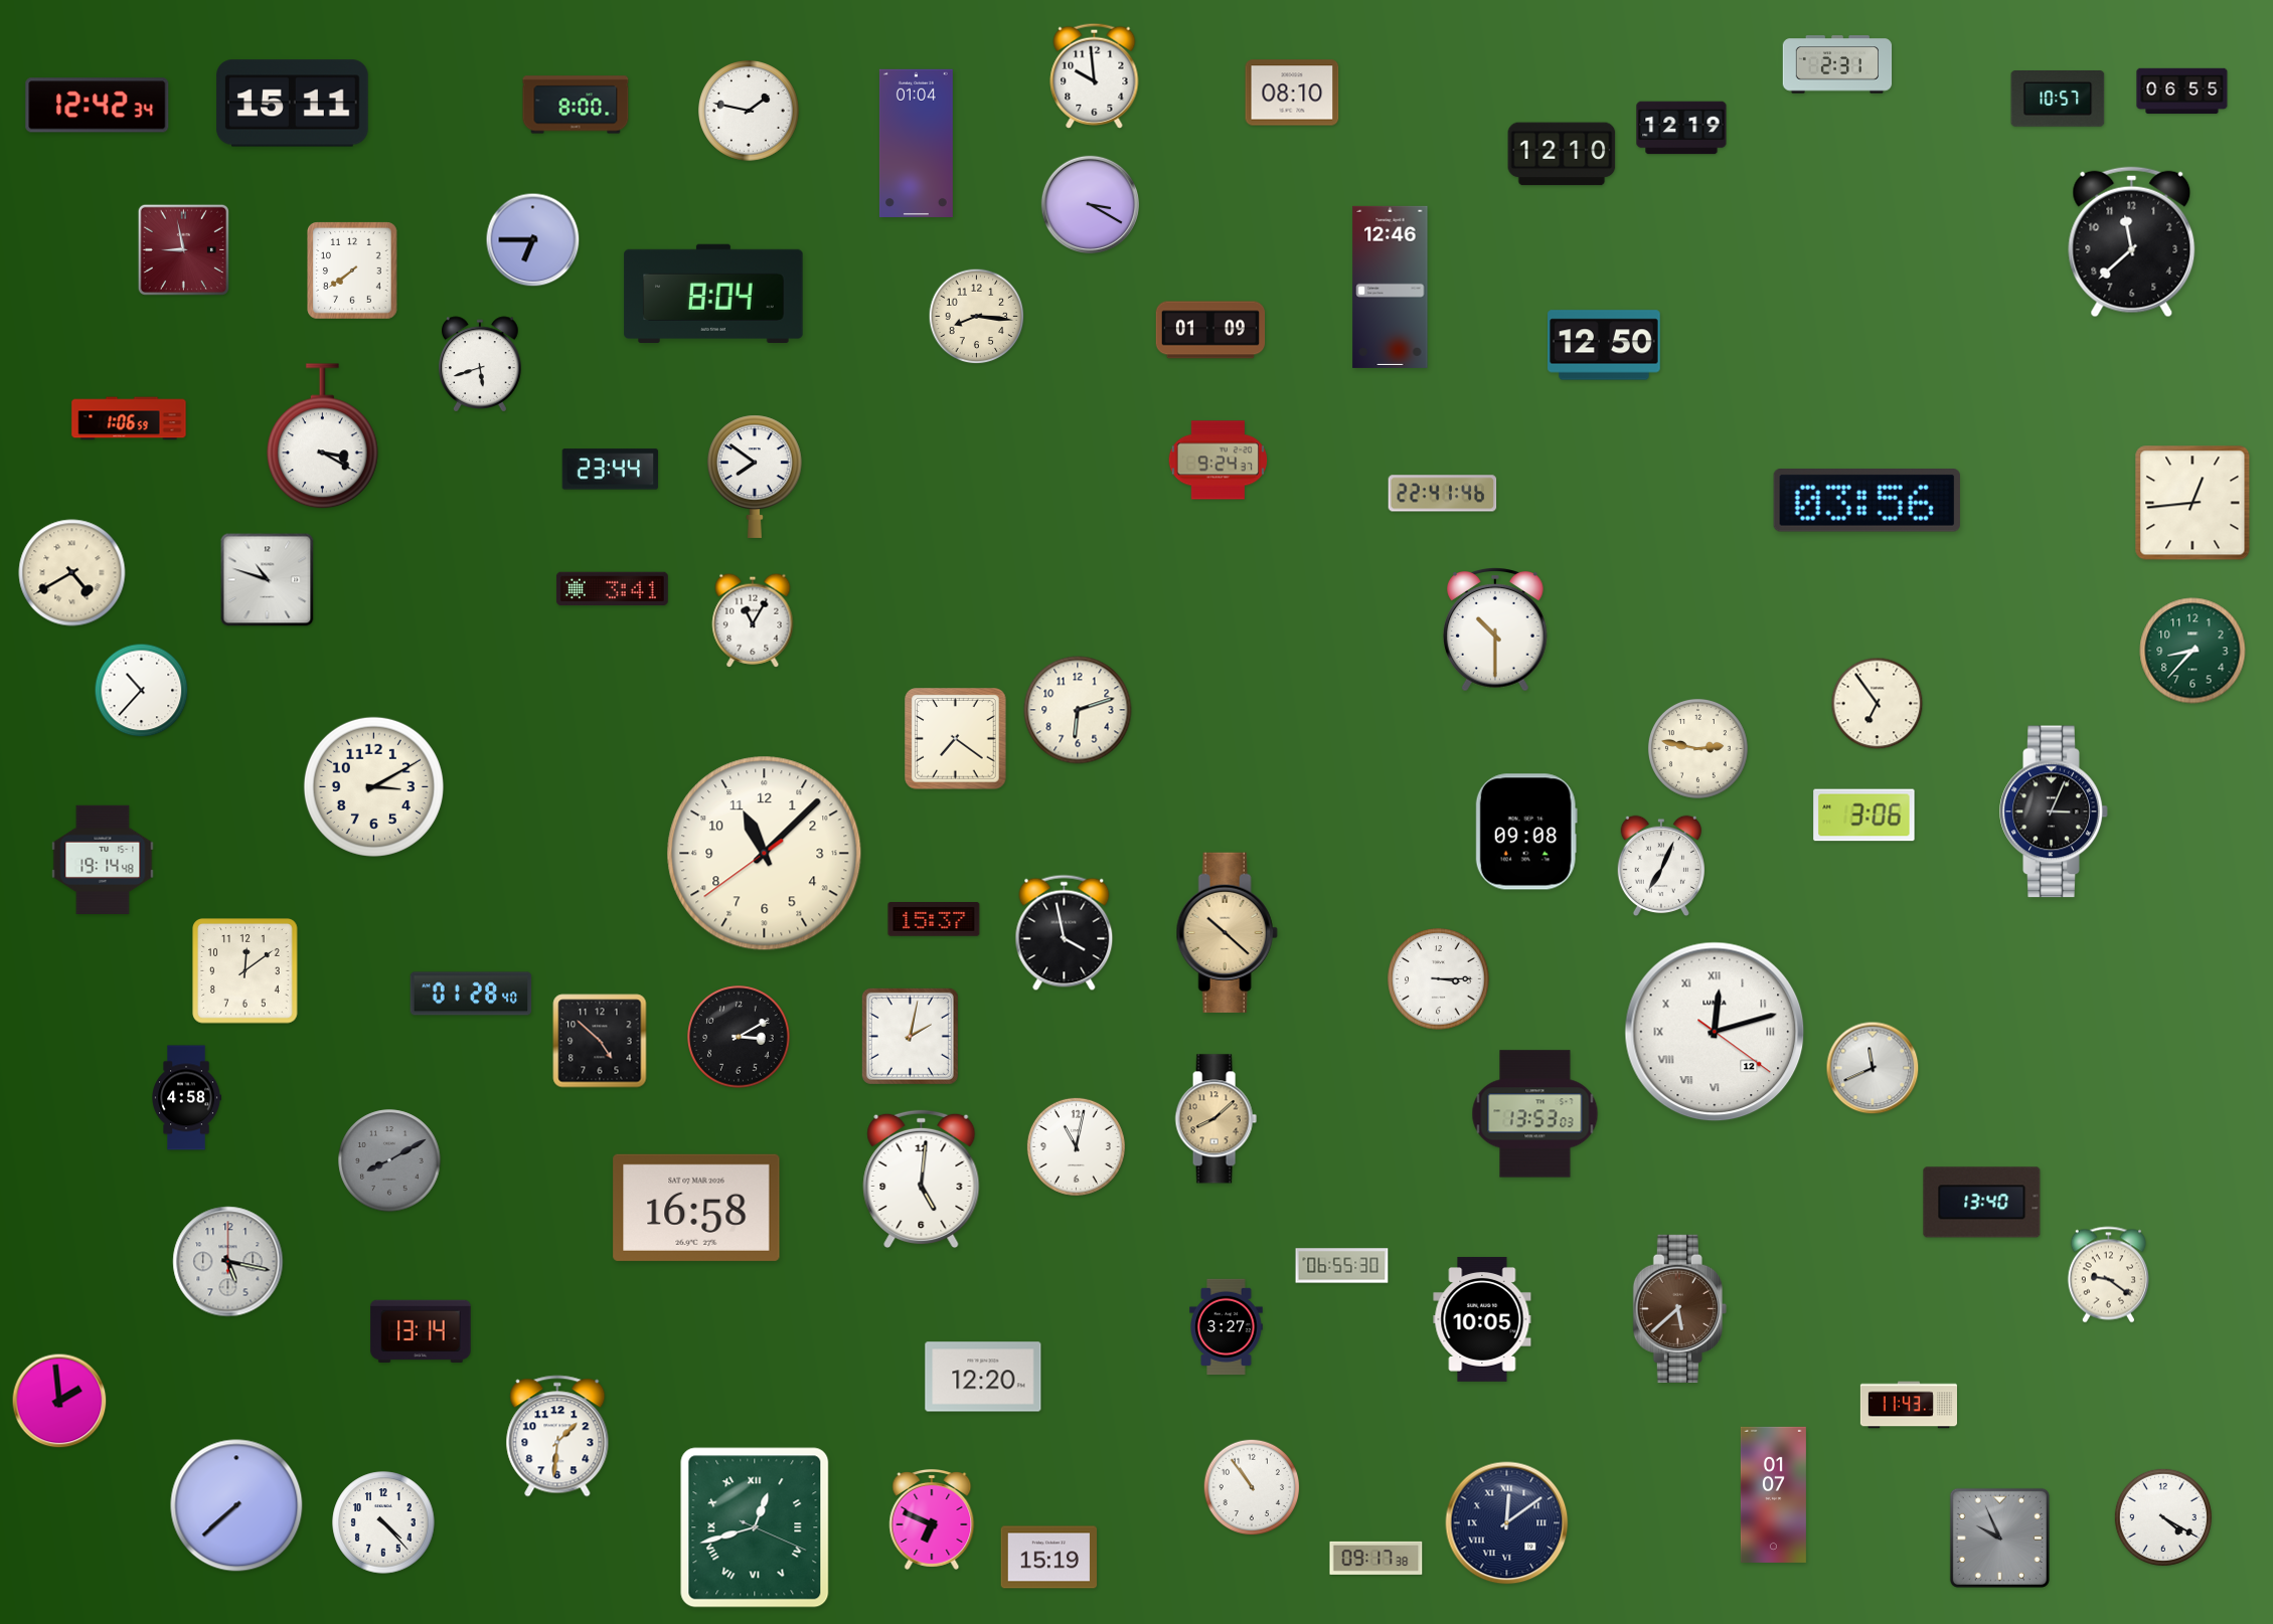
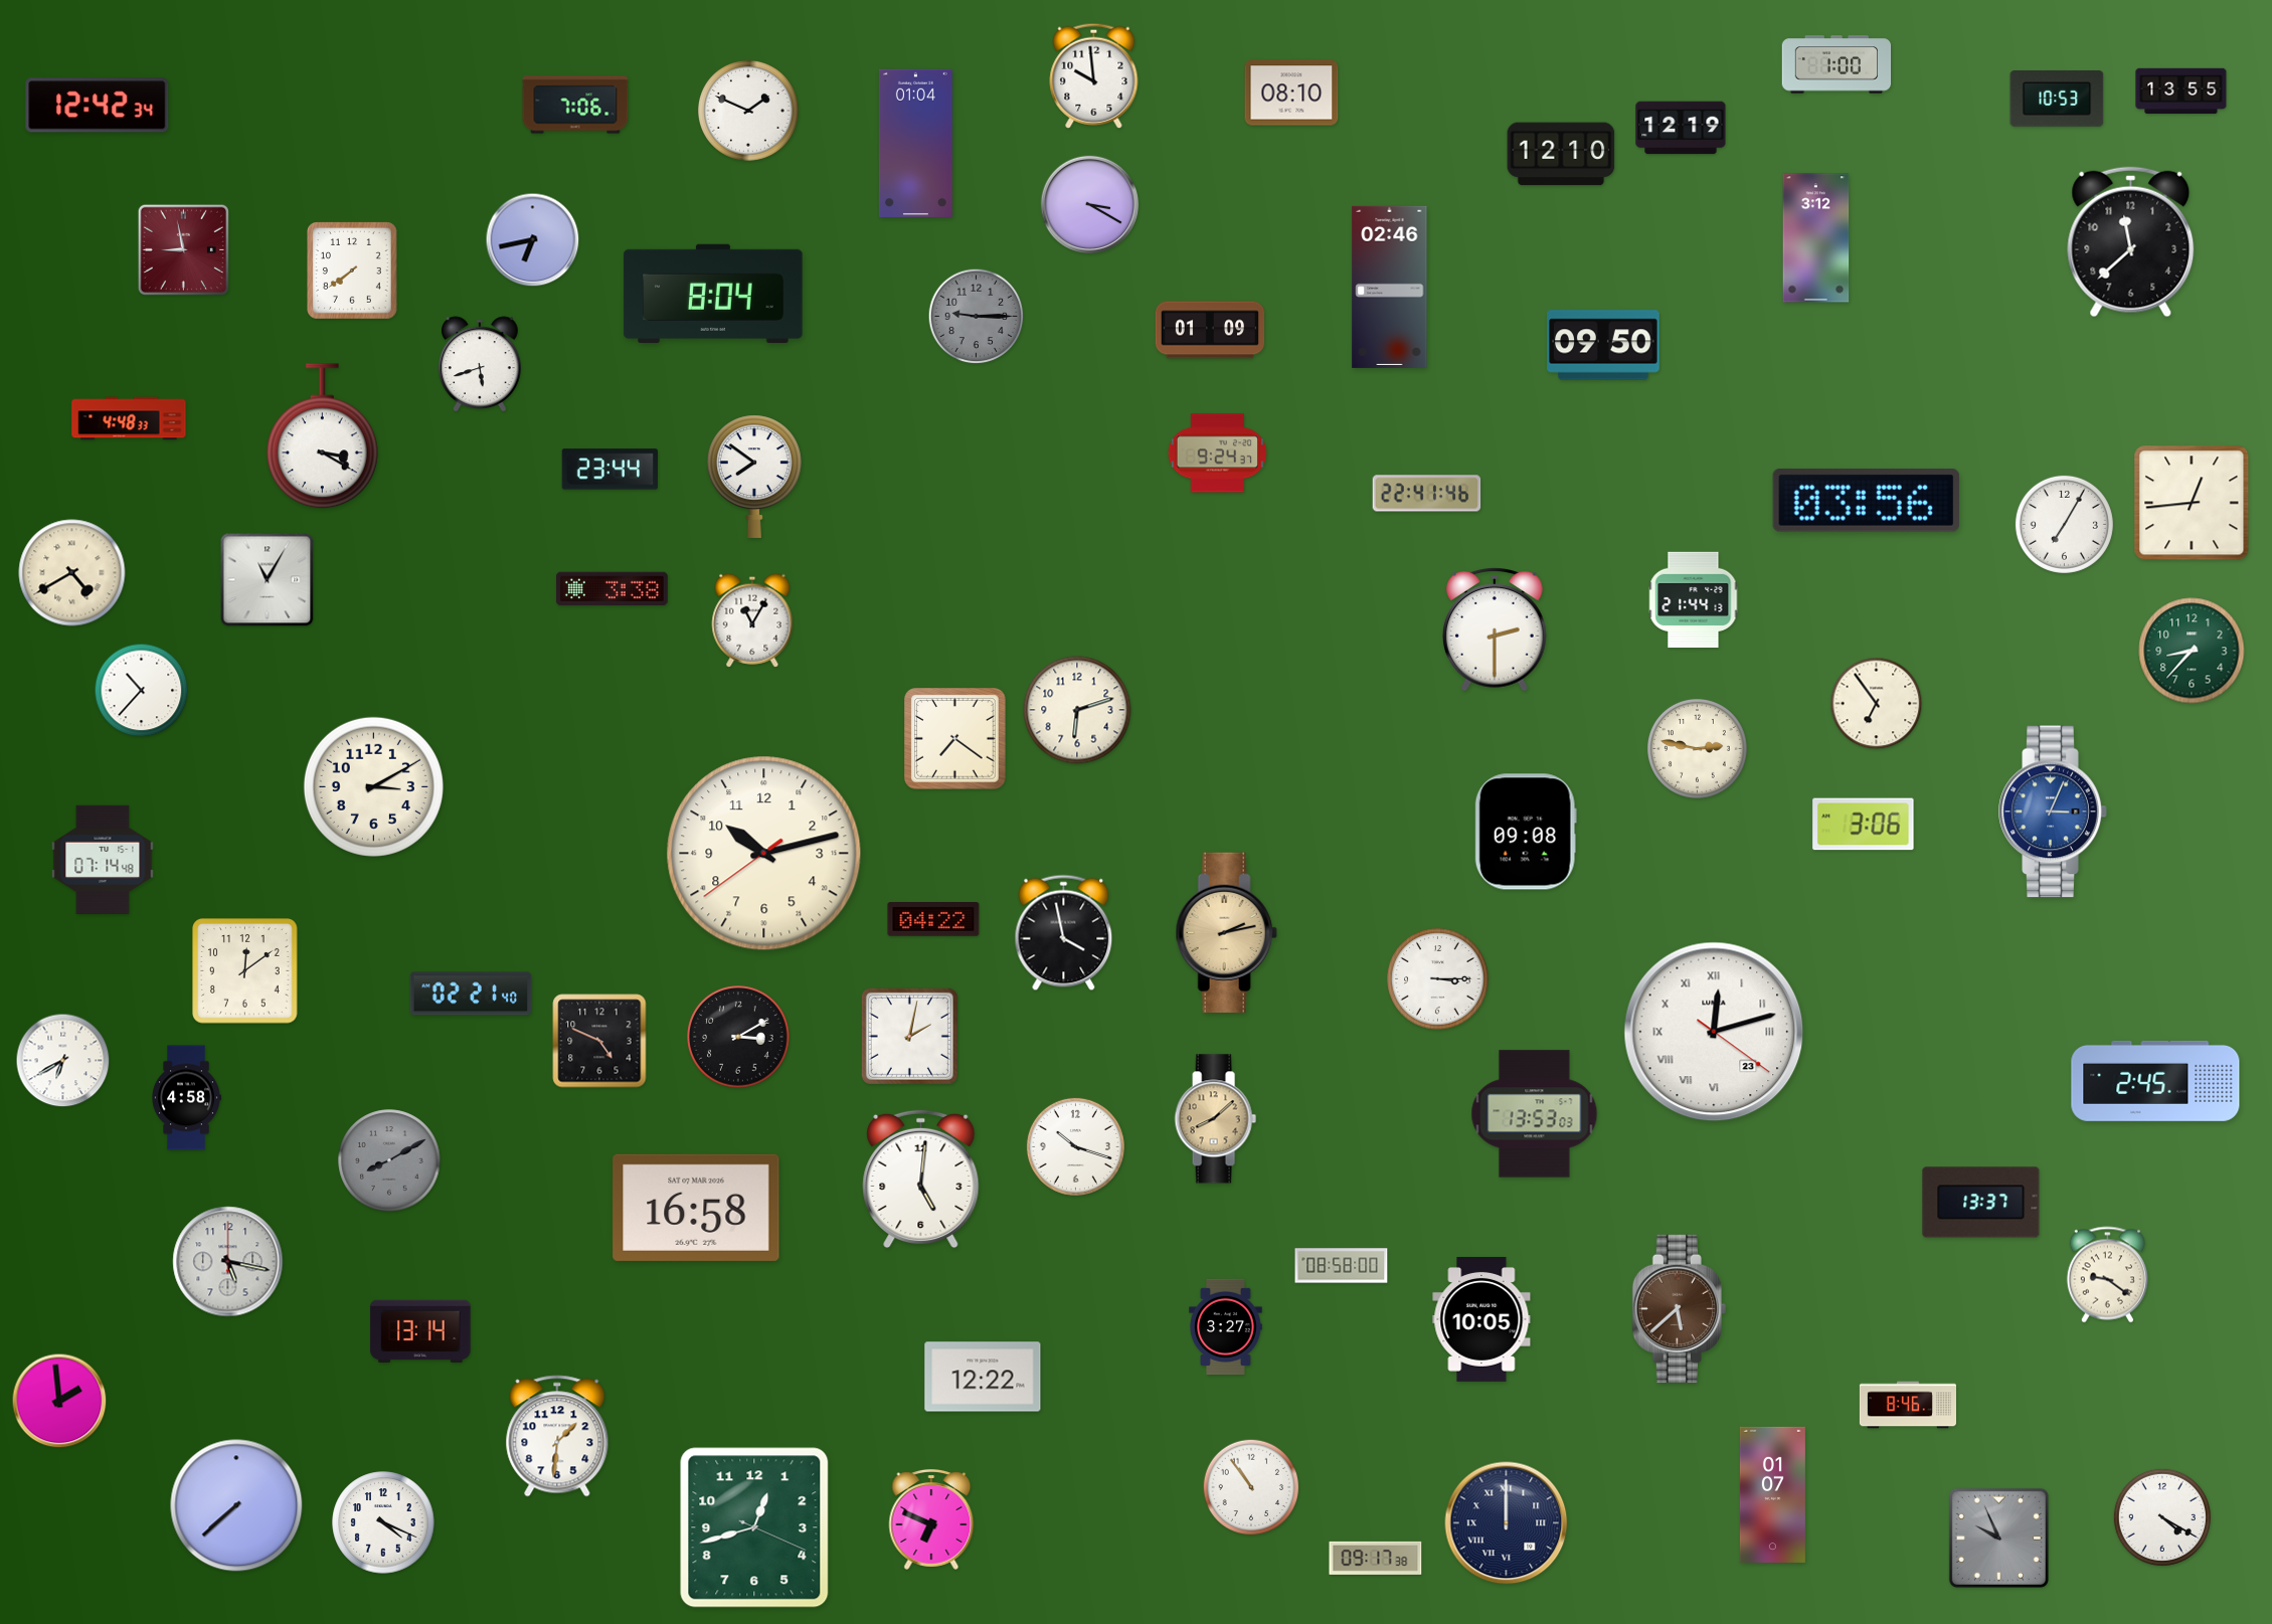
clock at (1837, 64): 2:31 -> 1:00
clock at (2182, 92): 06:55 -> 13:55
clock at (2058, 100): 10:57 -> 10:53
clock at (293, 104): 15:11 -> none
clock at (576, 105): 8:00 -> 7:06
clock at (750, 112): 1:47 -> 1:49
clock at (1816, 238): none -> 3:12
clock at (533, 240): 6:45 -> 6:43
clock at (1391, 287): 12:46 -> 02:46
clock at (977, 317): 8:16 -> 9:15
clock at (977, 317) dial: cream -> grey
clock at (1604, 345): 12:50 -> 09:50
clock at (129, 418): 1:06 -> 4:48
clock at (1217, 461) position: (1217, 461) -> (1217, 454)
clock at (1443, 494) position: (1443, 494) -> (1427, 494)
clock at (2064, 524): none -> 7:05
clock at (268, 580): 10:48 -> 11:05
clock at (612, 589): 3:41 -> 3:38
clock at (1694, 600): none -> 21:44
clock at (1496, 630): 10:30 -> 2:30
clock at (2054, 811) dial: black -> blue
clock at (1864, 816) position: (1864, 816) -> (1864, 825)
clock at (765, 854): 11:07 -> 10:12
clock at (103, 859): 19:14 -> 07:14
clock at (1660, 866): 7:04 -> none
clock at (934, 920): 15:37 -> 04:22
clock at (1227, 932): 10:22 -> 2:13
clock at (471, 994): 01:28 -> 02:21
clock at (1715, 1032) date: 12 -> 23
clock at (600, 1041): 4:52 -> 4:49
clock at (63, 1061): none -> 6:40
clock at (1873, 1068): 11:41 -> none
clock at (2155, 1081): none -> 2:45
clock at (1076, 1146): 11:02 -> 10:18
clock at (1982, 1203): 13:40 -> 13:37
clock at (1342, 1266): 06:55 -> 08:58
clock at (983, 1377): 12:20 -> 12:22
clock at (1908, 1405): 11:43 -> 8:46
clock at (383, 1522): 4:23 -> 4:19
clock at (1507, 1523): 12:09 -> 12:00
clock at (755, 1527) numerals: Roman -> Arabic
clock at (1049, 1558): 15:19 -> none
